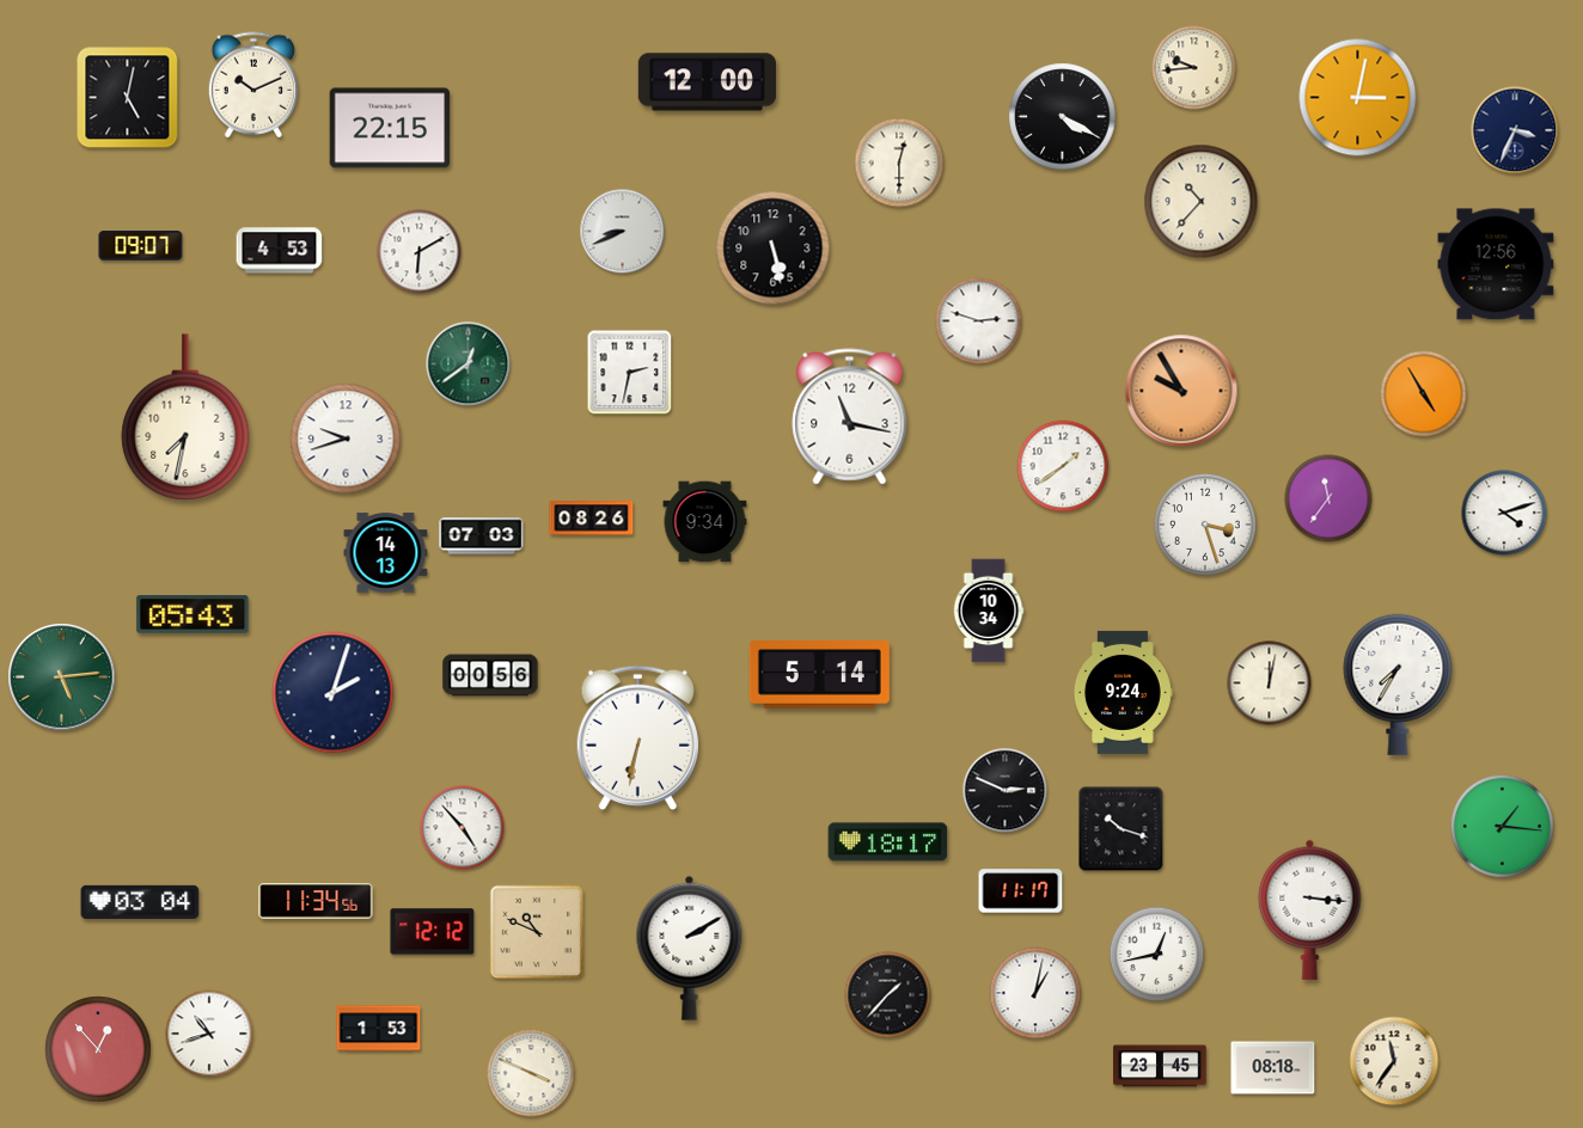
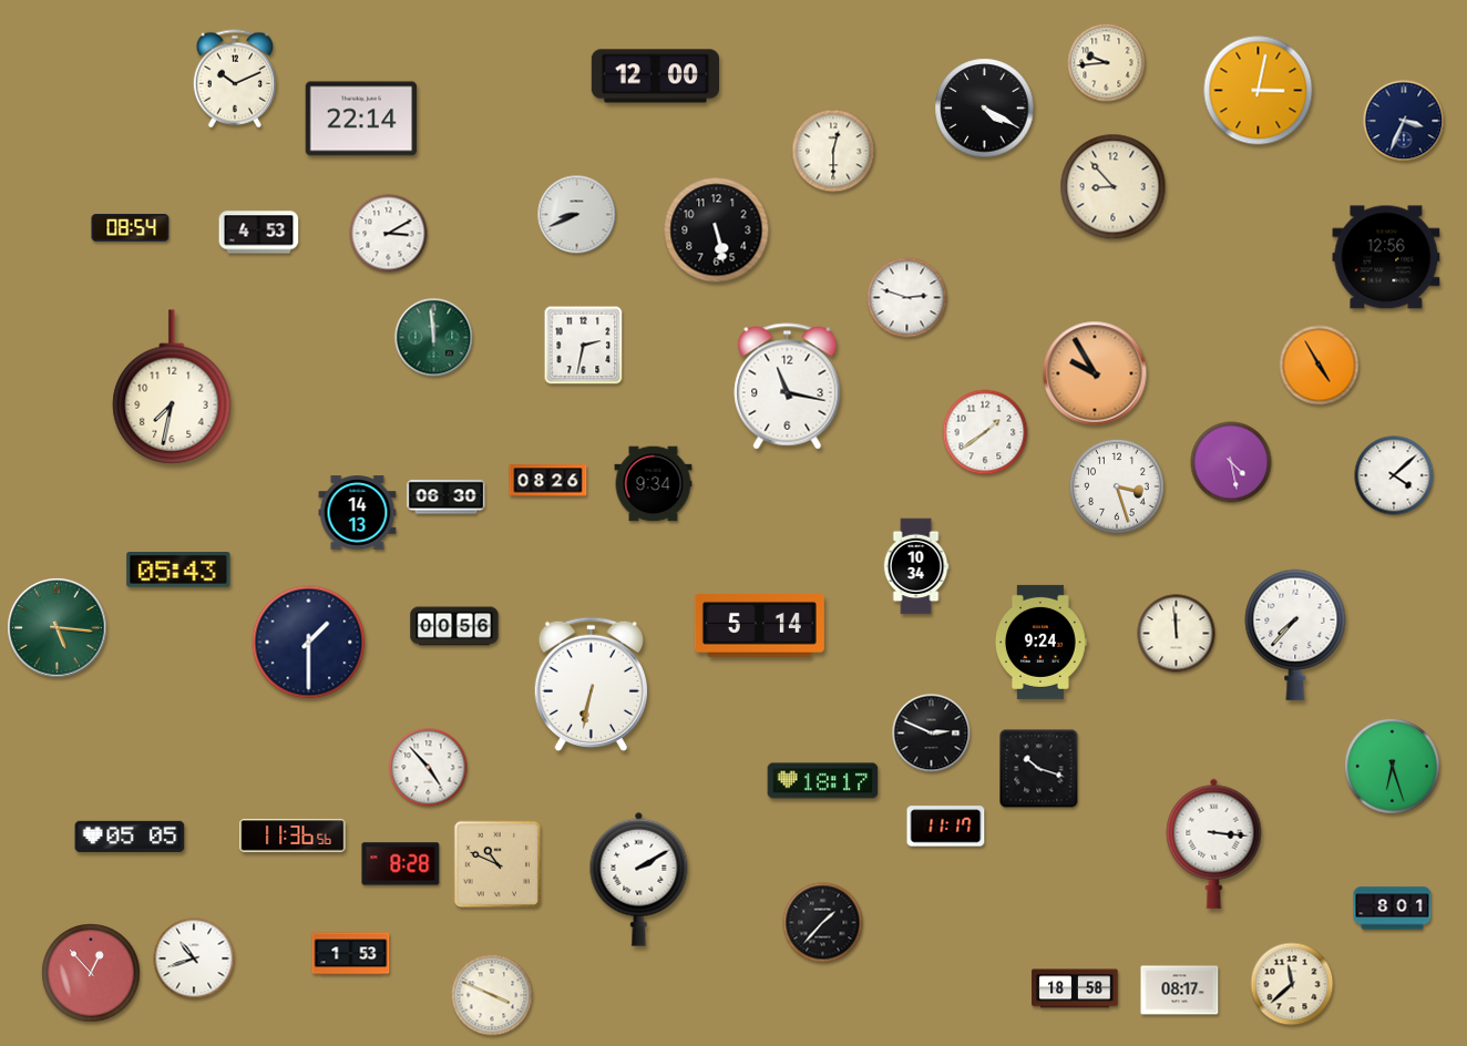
clock at (128, 98): 5:02 -> none
clock at (390, 128): 22:15 -> 22:14
clock at (1202, 202): 10:37 -> 8:53
clock at (141, 246): 09:07 -> 08:54
clock at (420, 252): 6:10 -> 3:10
clock at (1496, 264) position: (1496, 264) -> (1386, 257)
clock at (469, 364): 12:39 -> 11:59
clock at (1181, 391) position: (1181, 391) -> (1095, 373)
clock at (346, 439): 9:42 -> none
clock at (1328, 498): 11:36 -> 4:28
clock at (1504, 513): 4:12 -> 4:08
clock at (482, 537): 07:03 -> 06:30
clock at (62, 678): 5:14 -> 5:16
clock at (1270, 683): 12:02 -> 11:59
clock at (1398, 685): 7:35 -> 7:37
clock at (334, 693): 2:03 -> 1:30
clock at (1503, 827): 1:16 -> 6:27
clock at (316, 901): 11:34 -> 11:36
clock at (140, 902): 03:04 -> 05:05
clock at (433, 932): 12:12 -> 8:28
clock at (1157, 955): 12:43 -> none
clock at (1393, 909): none -> 8:01
clock at (1035, 993): 1:02 -> none
clock at (1394, 1061): 11:36 -> 11:38
clock at (1160, 1066): 23:45 -> 18:58
clock at (1273, 1068): 08:18 -> 08:17
